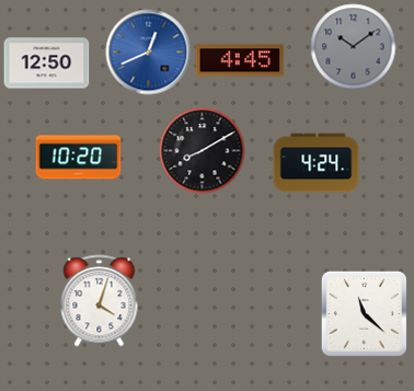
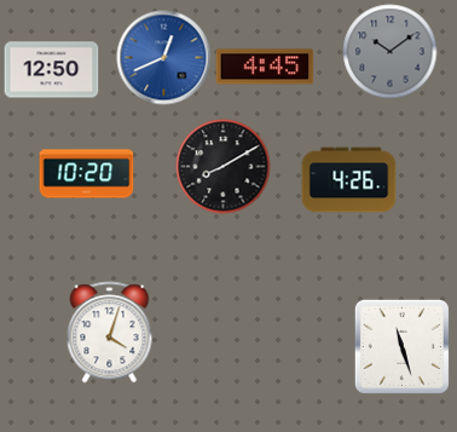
clock at (315, 163): 4:24 -> 4:26
clock at (364, 313): 11:22 -> 11:27
